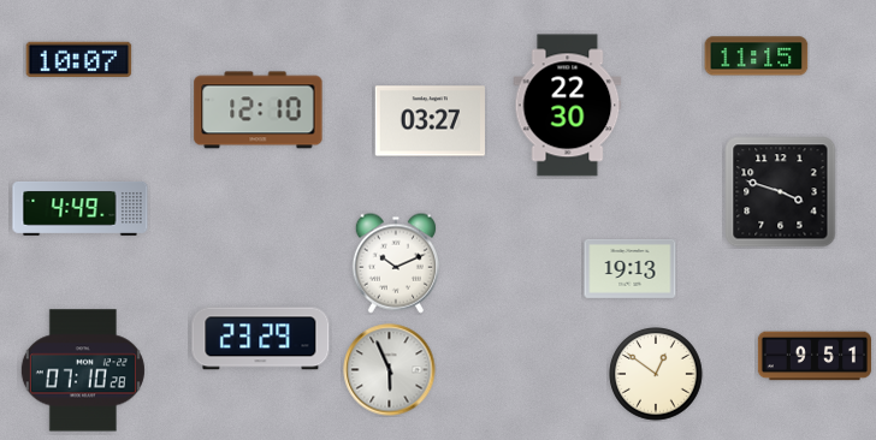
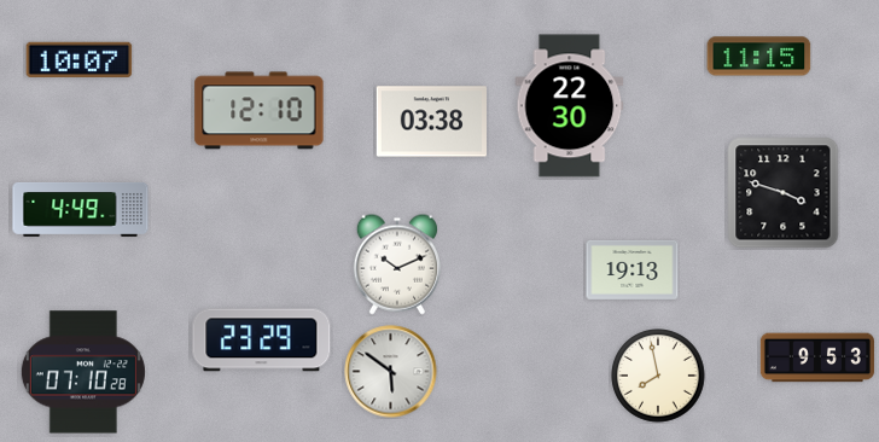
clock at (430, 121): 03:27 -> 03:38
clock at (815, 356): 9:51 -> 9:53
clock at (390, 370): 5:56 -> 5:51
clock at (656, 374): 12:51 -> 7:58
